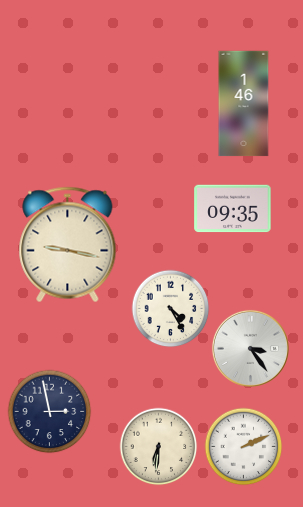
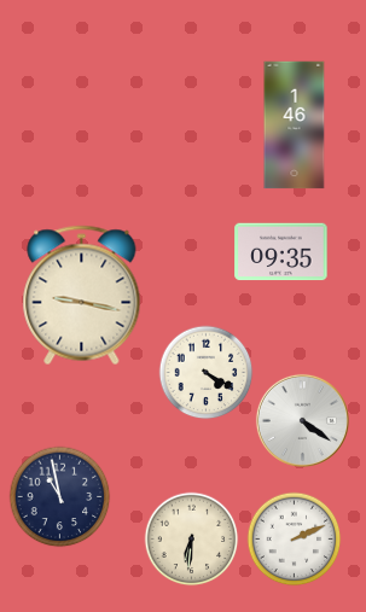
clock at (170, 308): 4:25 -> 4:20
clock at (250, 348): 3:24 -> 4:21
clock at (49, 411): 2:58 -> 10:58
